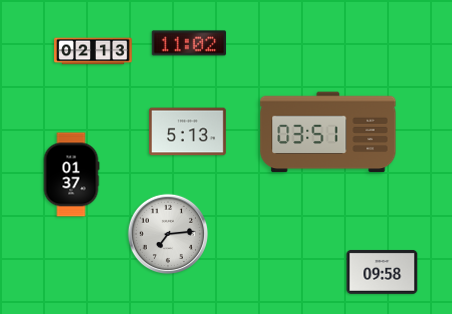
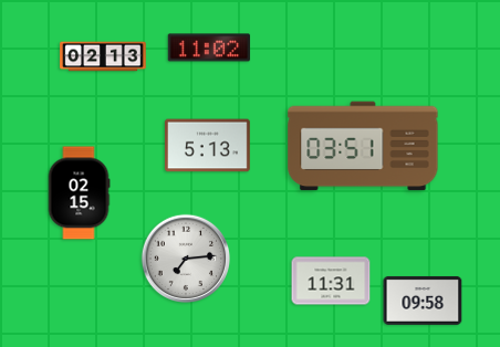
clock at (71, 175): 01:37 -> 02:15
clock at (331, 281): none -> 11:31
